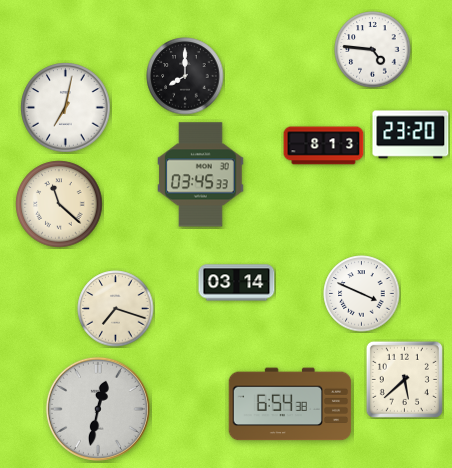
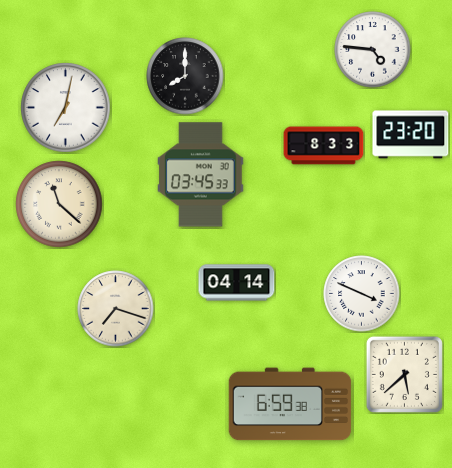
clock at (324, 146): 8:13 -> 8:33
clock at (237, 283): 03:14 -> 04:14
clock at (404, 379) position: (404, 379) -> (404, 374)
clock at (290, 404): 6:54 -> 6:59
clock at (98, 409): 12:32 -> none
